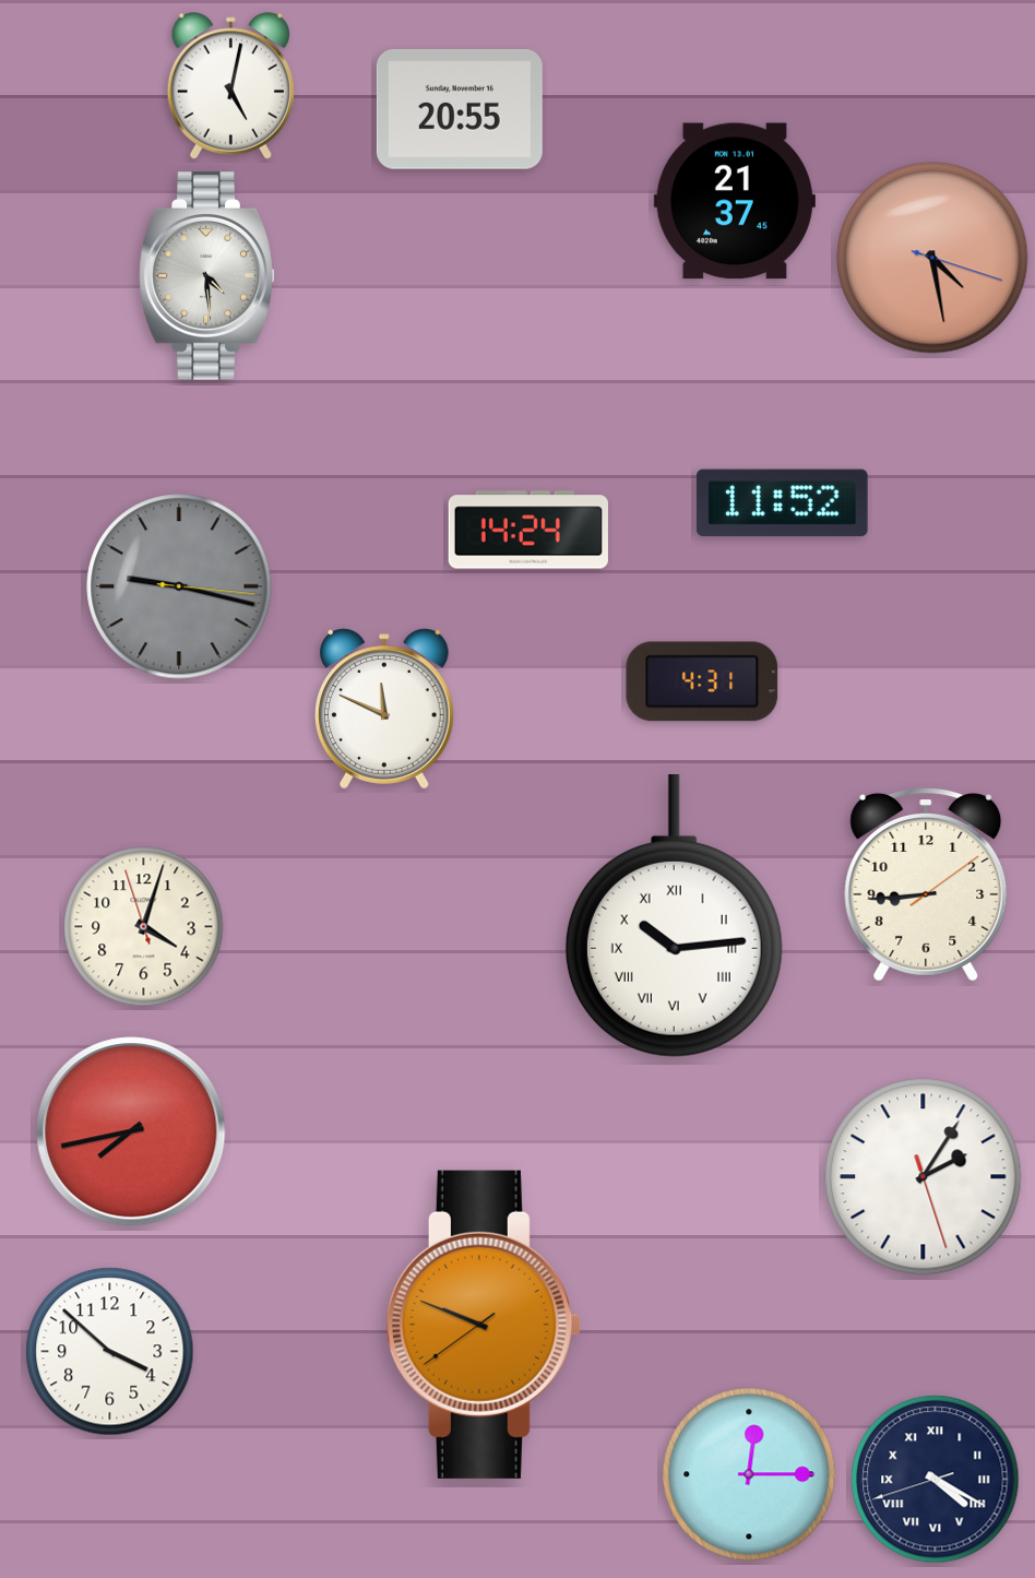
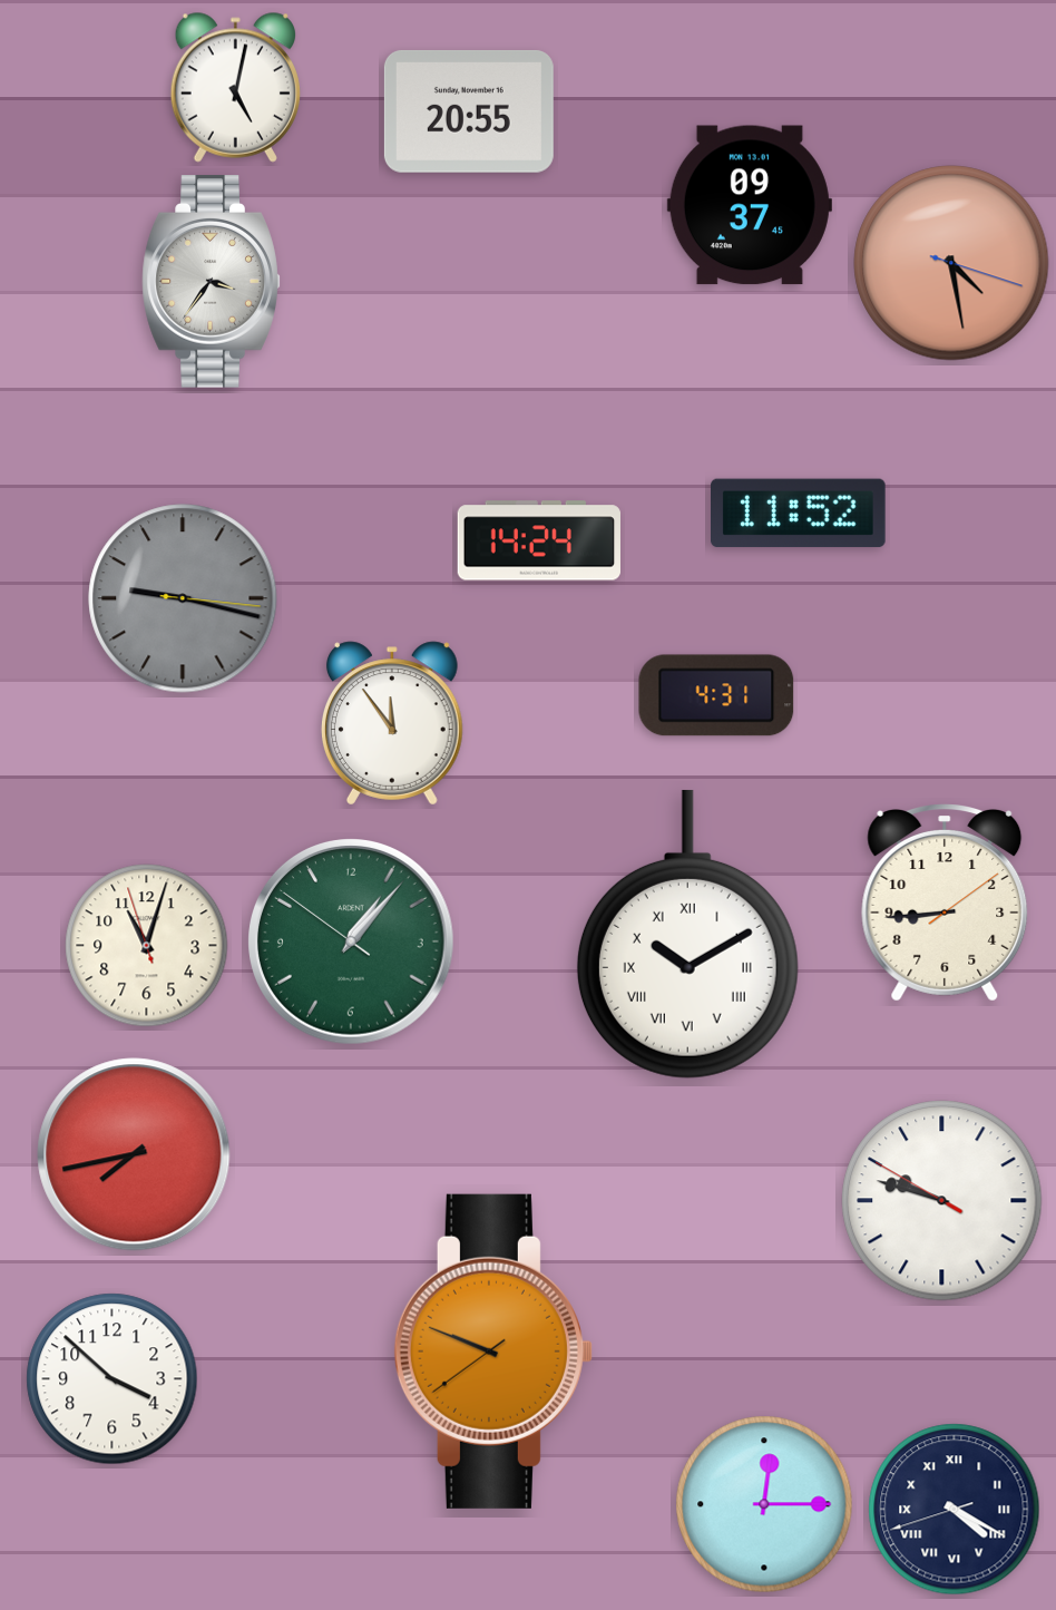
clock at (735, 201): 21:37 -> 09:37
clock at (207, 276): 4:29 -> 3:36
clock at (384, 709): 11:49 -> 11:54
clock at (674, 915): 10:14 -> 10:10
clock at (352, 943): none -> 1:06
clock at (144, 927): 4:02 -> 11:02
clock at (924, 1177): 2:05 -> 9:47
